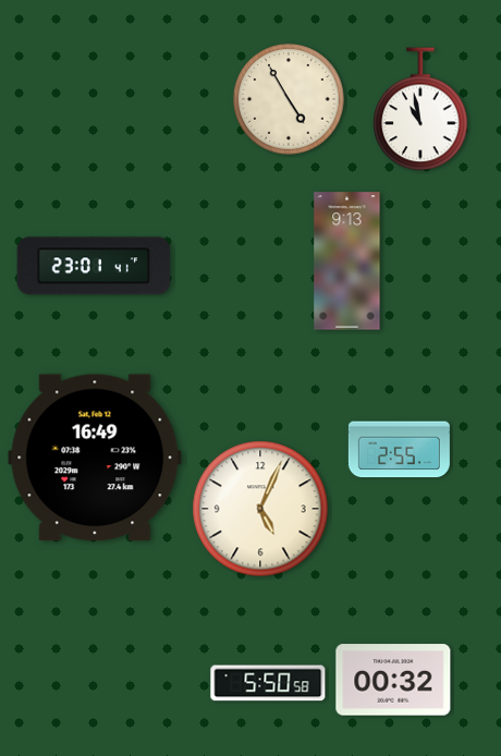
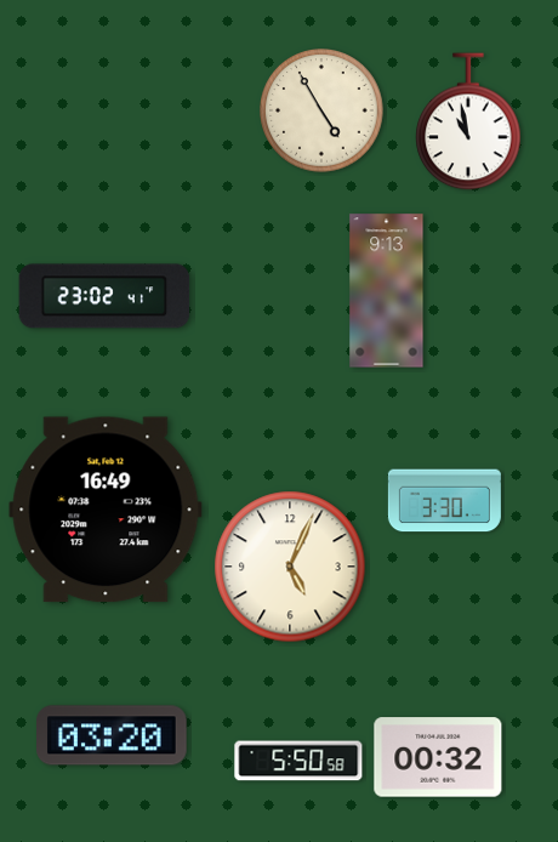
clock at (94, 266): 23:01 -> 23:02
clock at (399, 450): 2:55 -> 3:30
clock at (112, 735): none -> 03:20
